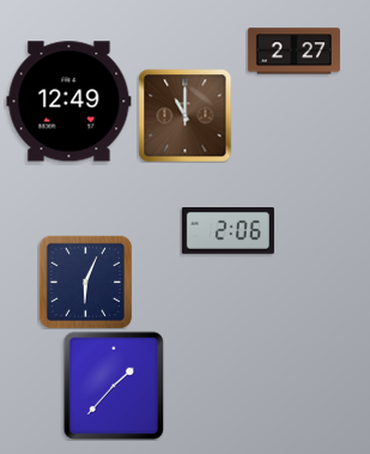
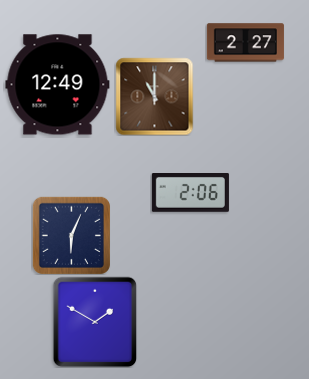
clock at (114, 386): 1:37 -> 1:50
